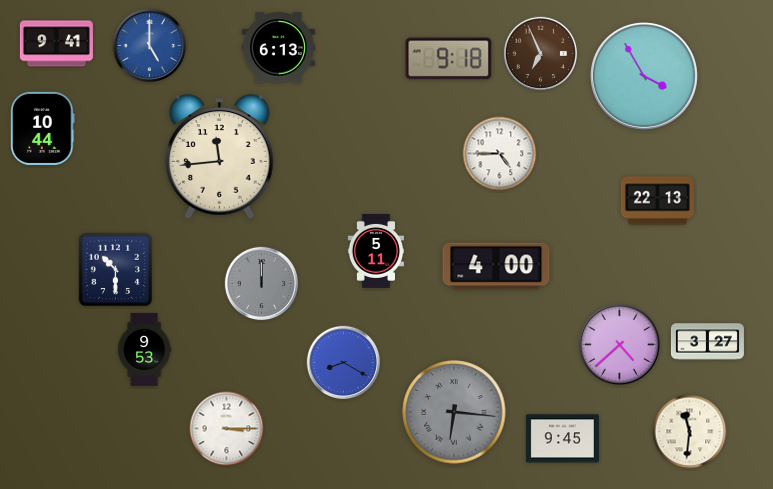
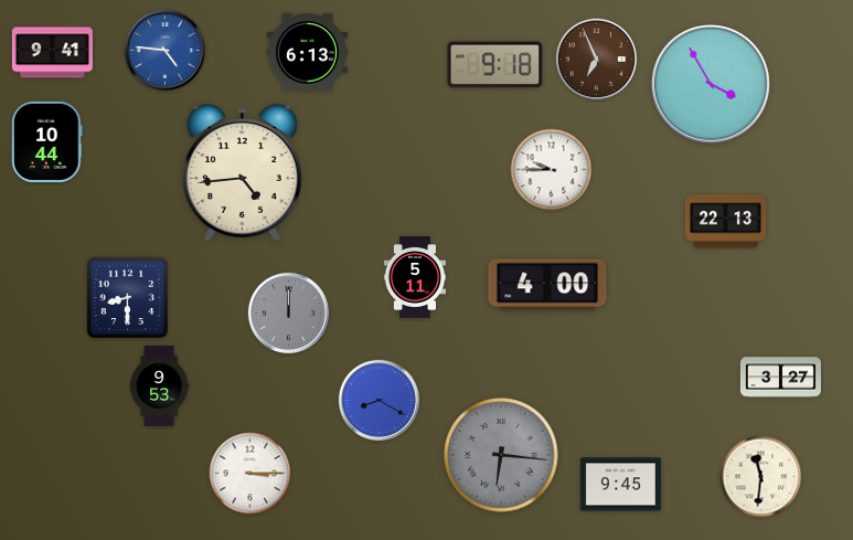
clock at (56, 44) position: (56, 44) -> (52, 53)
clock at (150, 46): 5:00 -> 4:46
clock at (500, 154): 4:45 -> 9:45
clock at (220, 157): 11:44 -> 4:44
clock at (496, 266) position: (496, 266) -> (547, 285)
clock at (116, 270): 10:30 -> 8:30
clock at (619, 344): 4:38 -> none
